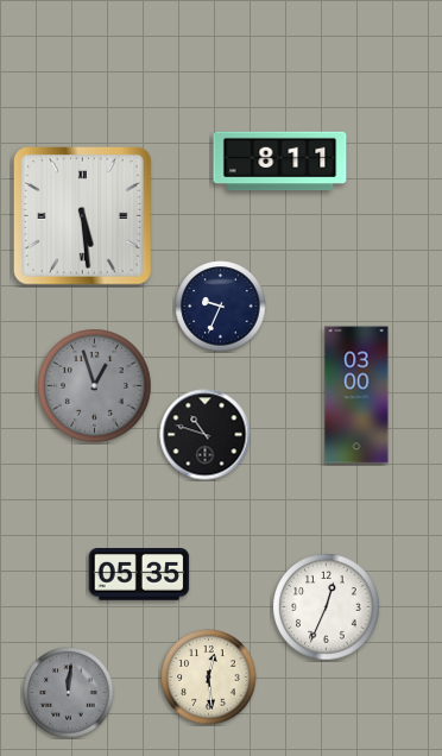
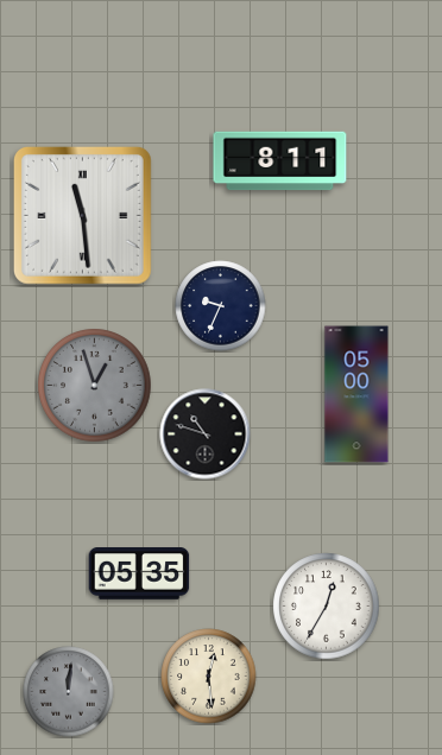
clock at (82, 215): 5:29 -> 11:29
clock at (356, 395): 03:00 -> 05:00
clock at (327, 607): 12:34 -> 12:35
